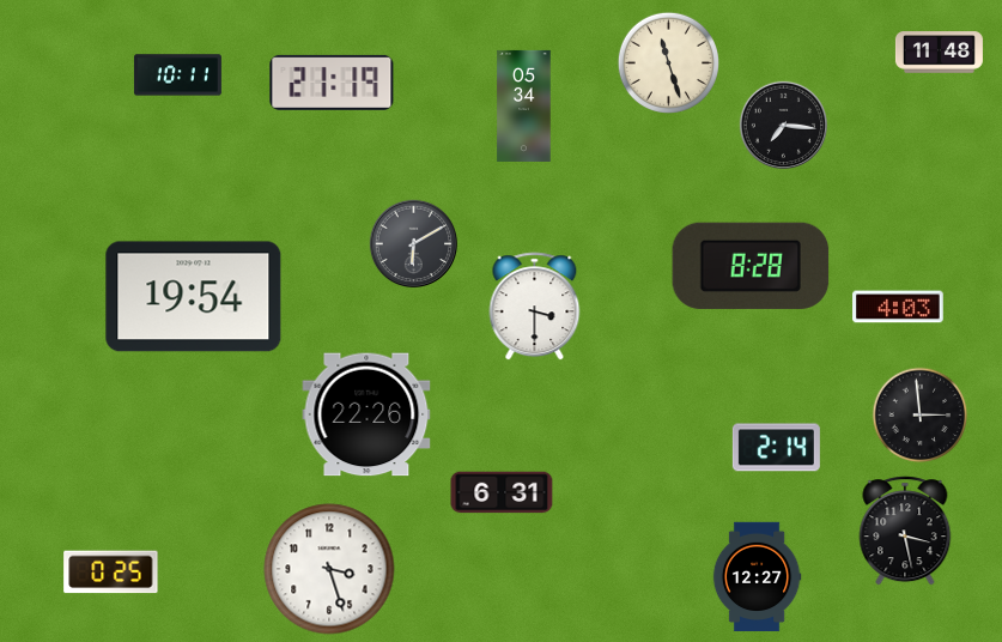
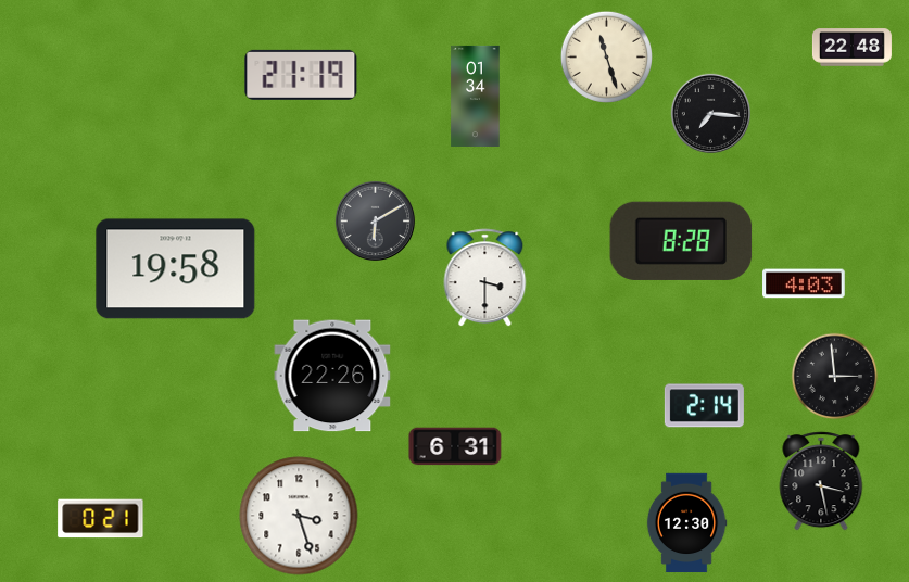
clock at (939, 53): 11:48 -> 22:48
clock at (177, 75): 10:11 -> none
clock at (524, 105): 05:34 -> 01:34
clock at (194, 297): 19:54 -> 19:58
clock at (898, 307) position: (898, 307) -> (804, 283)
clock at (111, 573): 0:25 -> 0:21
clock at (757, 577): 12:27 -> 12:30
